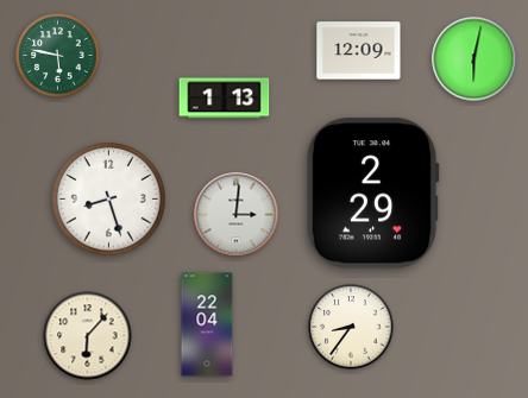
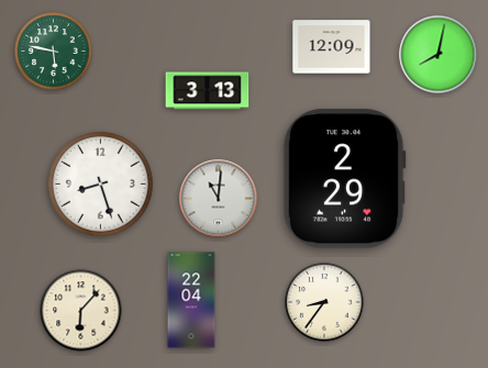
clock at (474, 59): 6:02 -> 8:02
clock at (225, 99): 1:13 -> 3:13
clock at (237, 215): 3:01 -> 11:01
